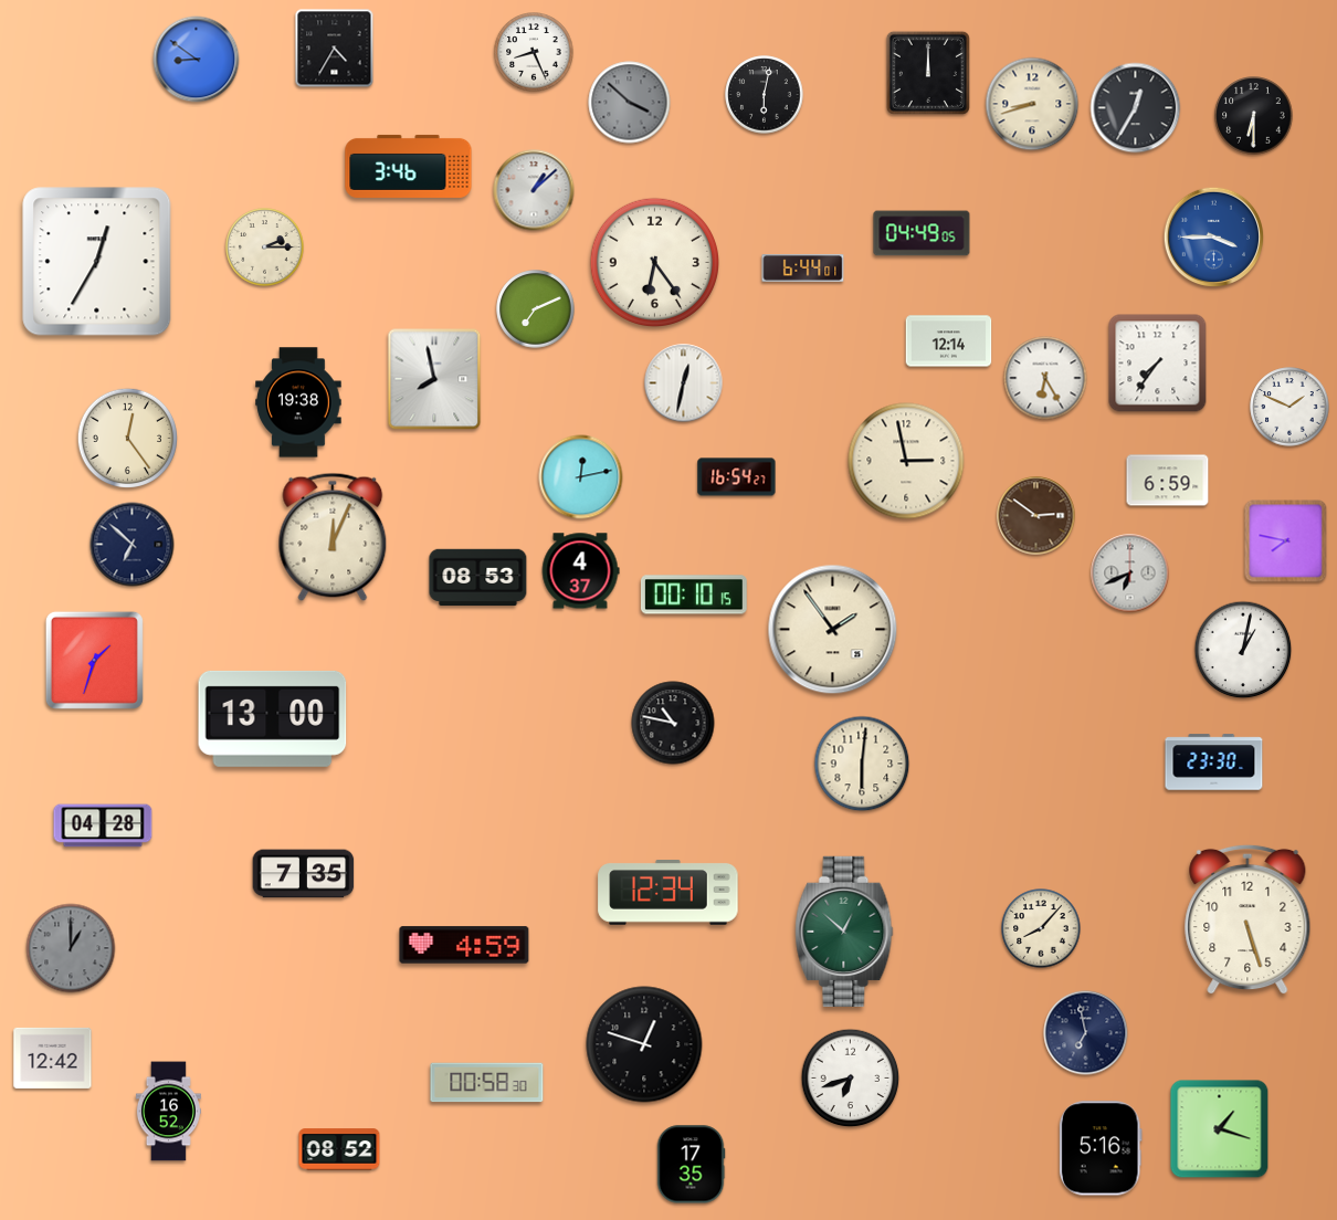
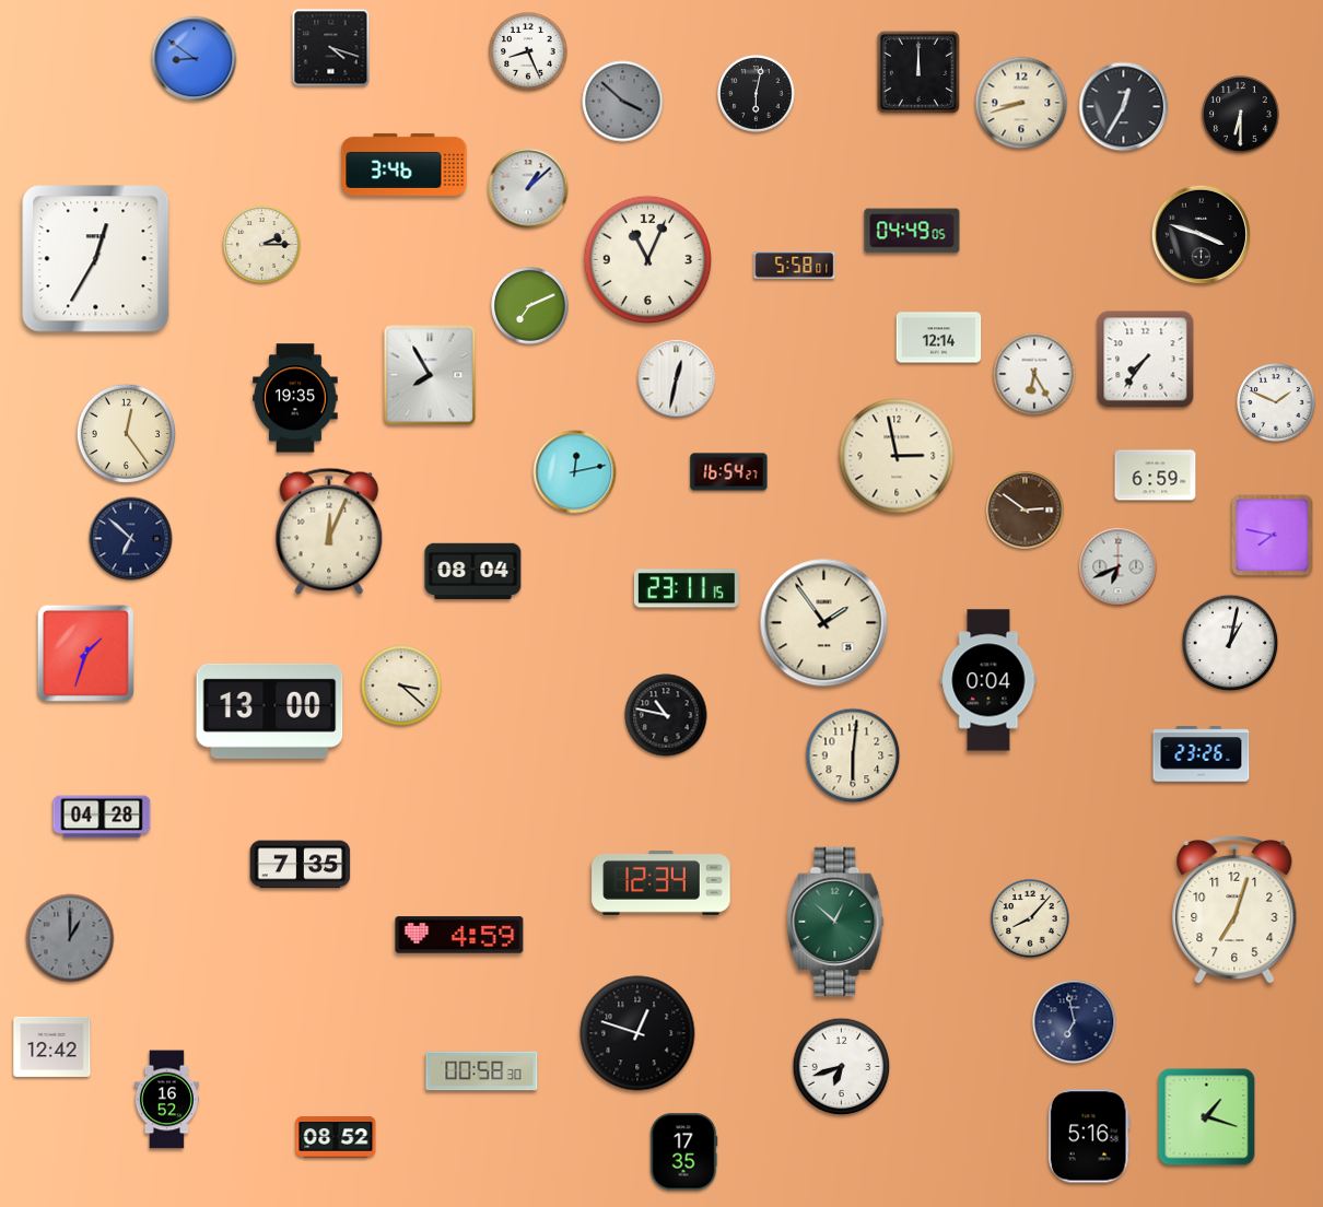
clock at (335, 49): 4:35 -> 4:18
clock at (1214, 238): 3:45 -> 3:48
clock at (1214, 238) dial: blue -> black
clock at (654, 262): 6:24 -> 11:04
clock at (803, 269): 6:44 -> 5:58
clock at (434, 379): 7:58 -> 7:55
clock at (298, 402): 19:38 -> 19:35
clock at (580, 571): 4:37 -> none
clock at (478, 578): 08:53 -> 08:04
clock at (694, 595): 00:10 -> 23:11
clock at (94, 660) position: (94, 660) -> (85, 653)
clock at (988, 680): none -> 0:04
clock at (401, 685): none -> 3:22
clock at (1214, 762): 23:30 -> 23:26
clock at (1247, 919): 5:27 -> 7:03
